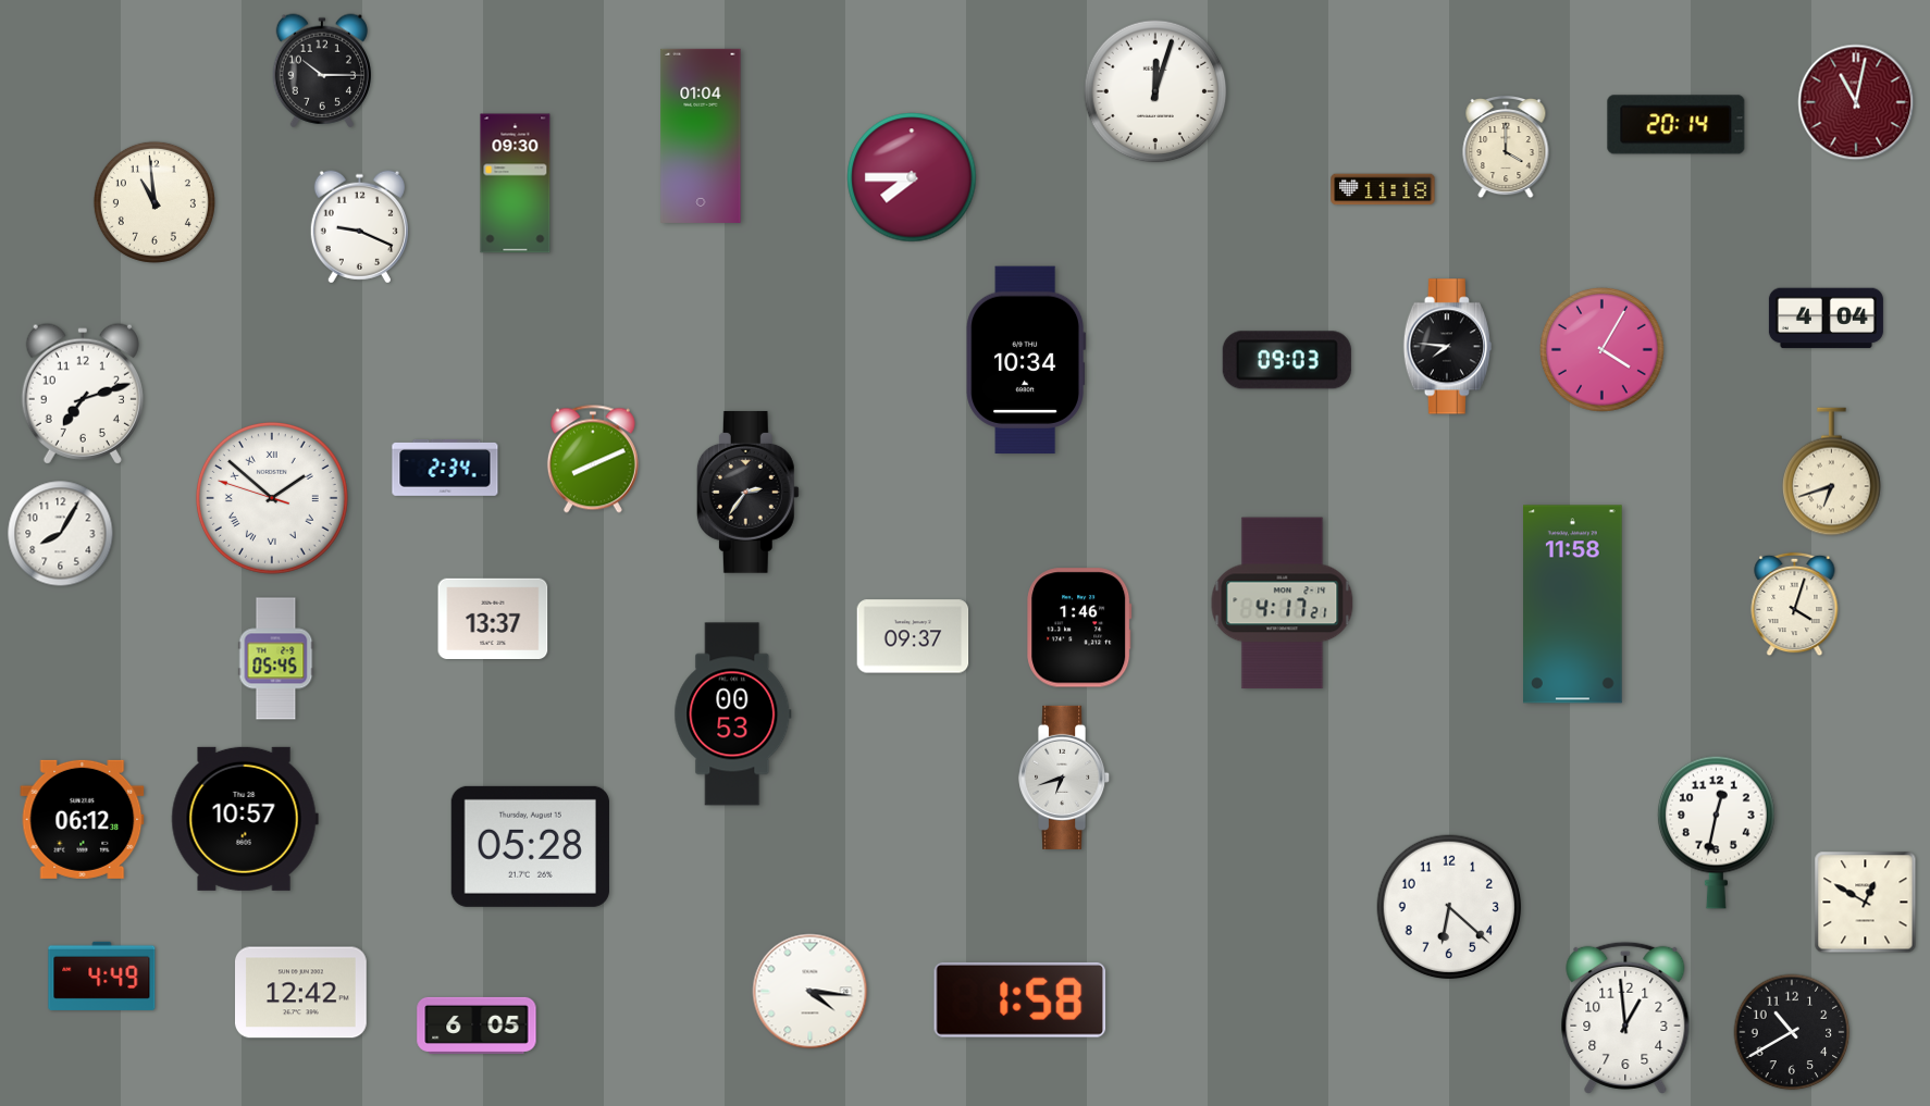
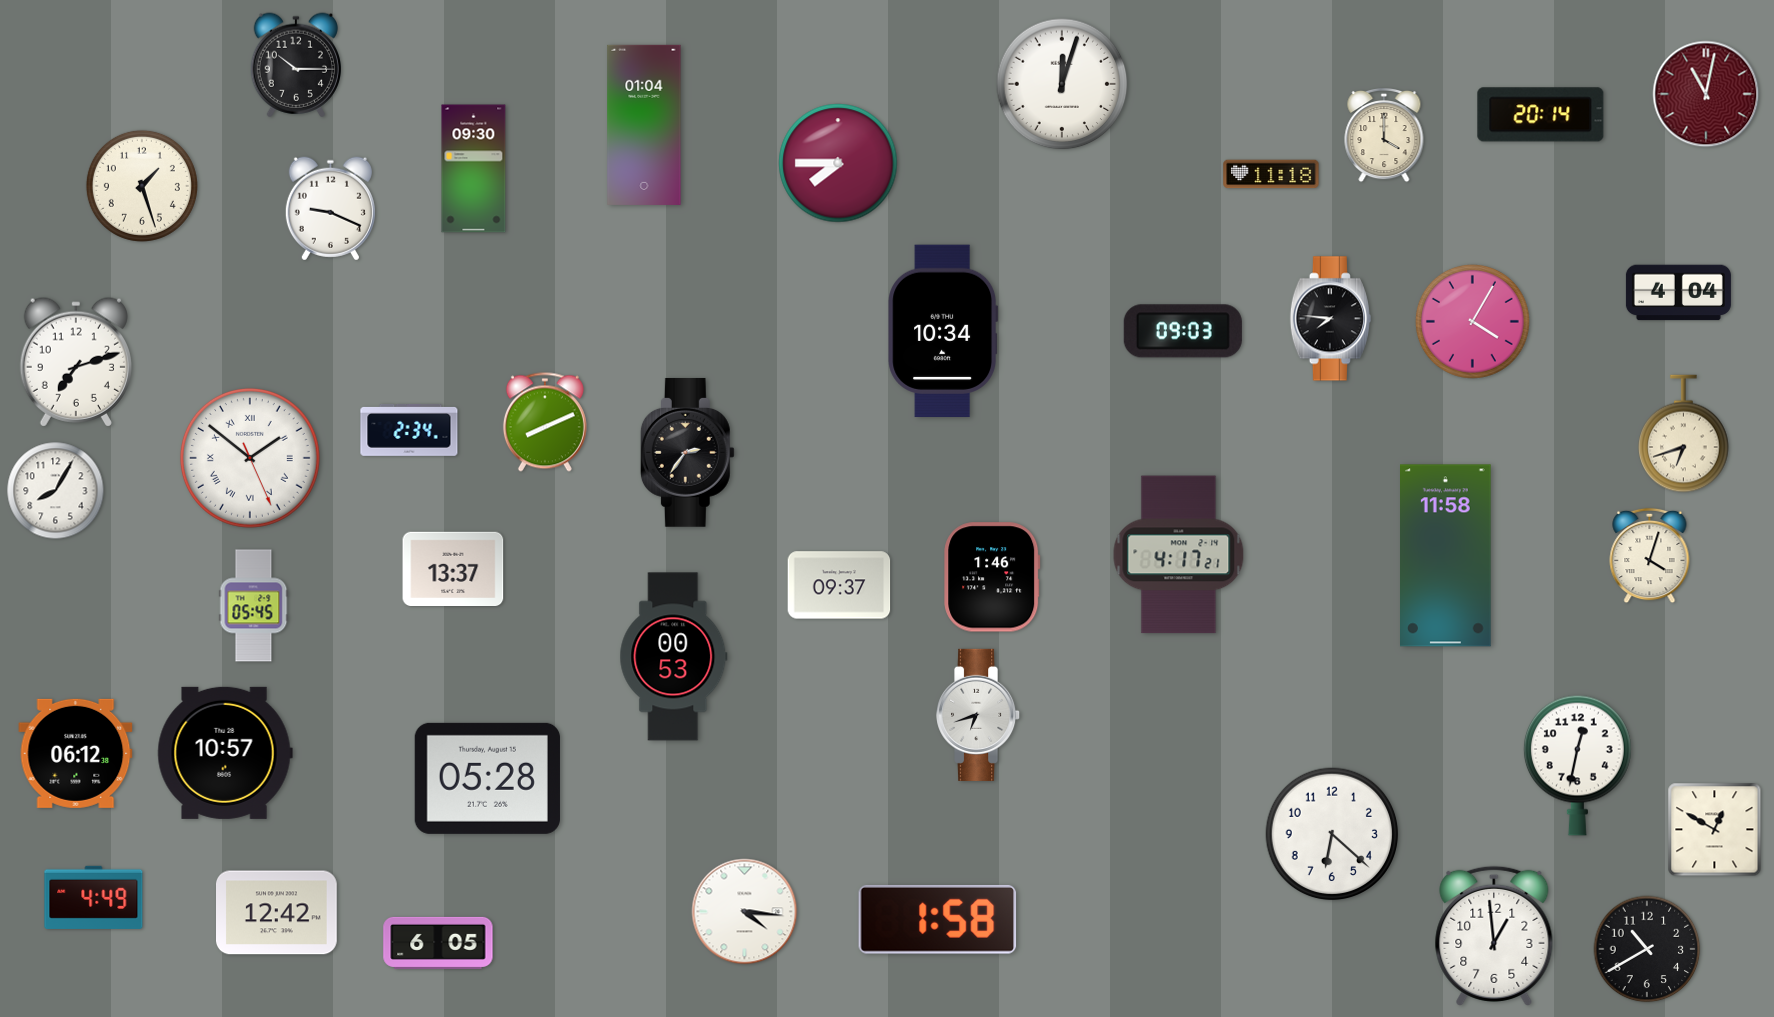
clock at (154, 202): 10:59 -> 1:27
clock at (272, 498): 1:51:48 -> 1:51:26
